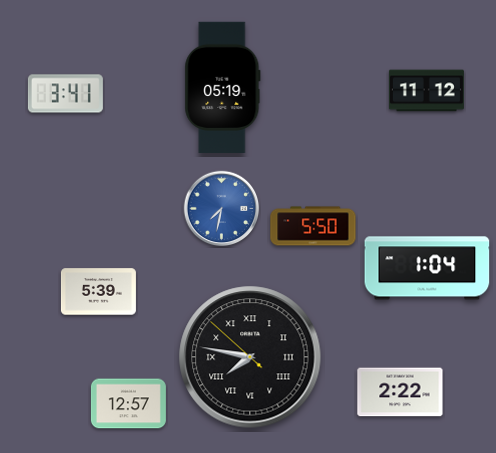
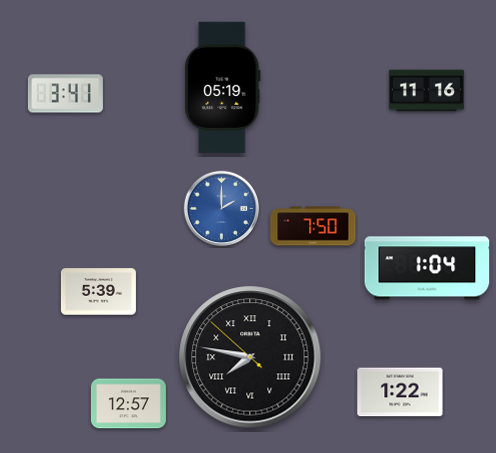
clock at (426, 91): 11:12 -> 11:16
clock at (222, 209): 7:32 -> 2:00
clock at (313, 226): 5:50 -> 7:50
clock at (400, 392): 2:22 -> 1:22
